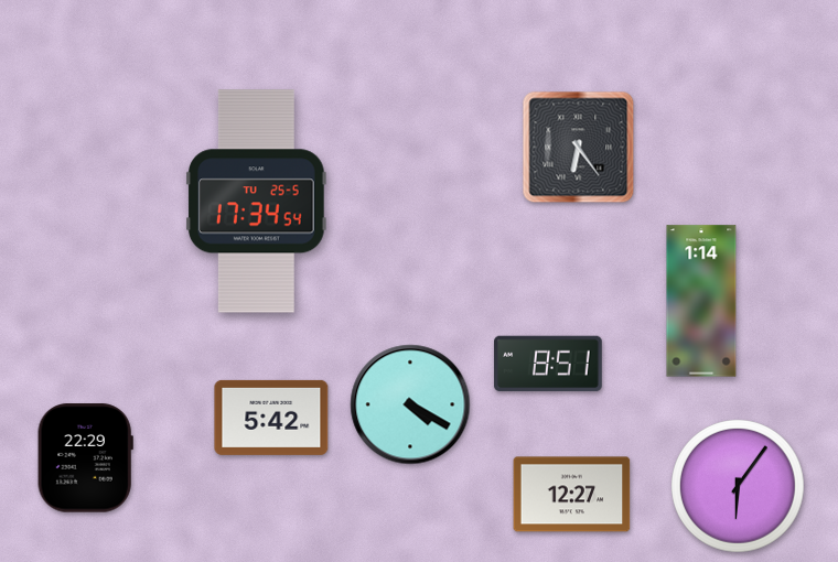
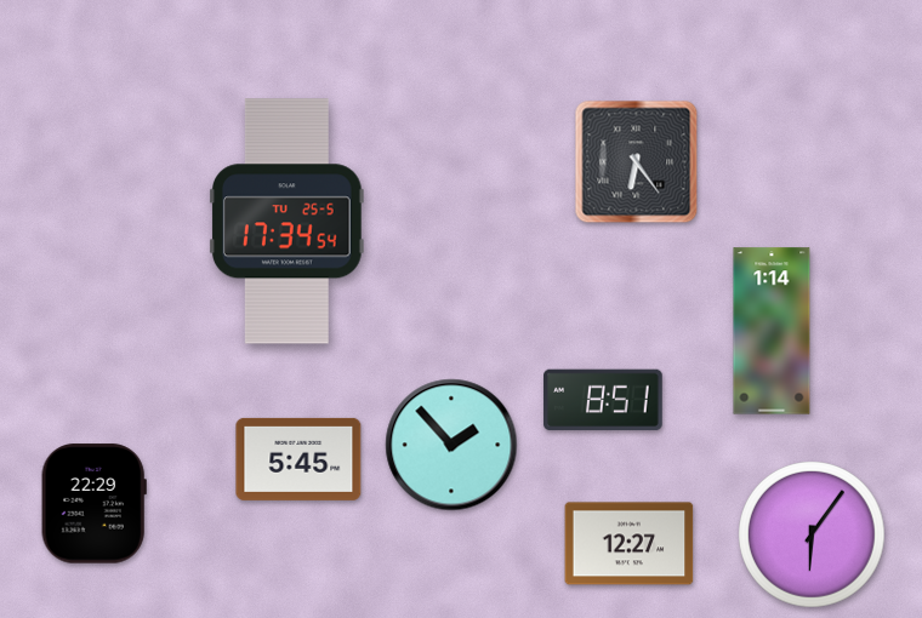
clock at (257, 202) position: (257, 202) -> (288, 222)
clock at (410, 404): 4:20 -> 1:53
clock at (271, 418): 5:42 -> 5:45
